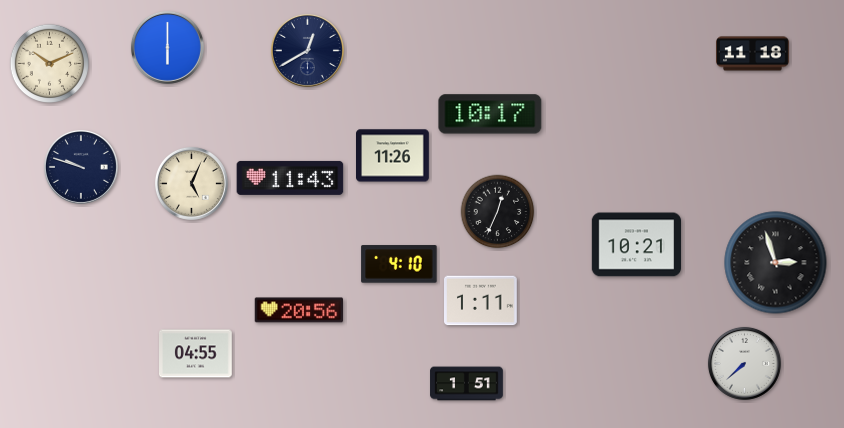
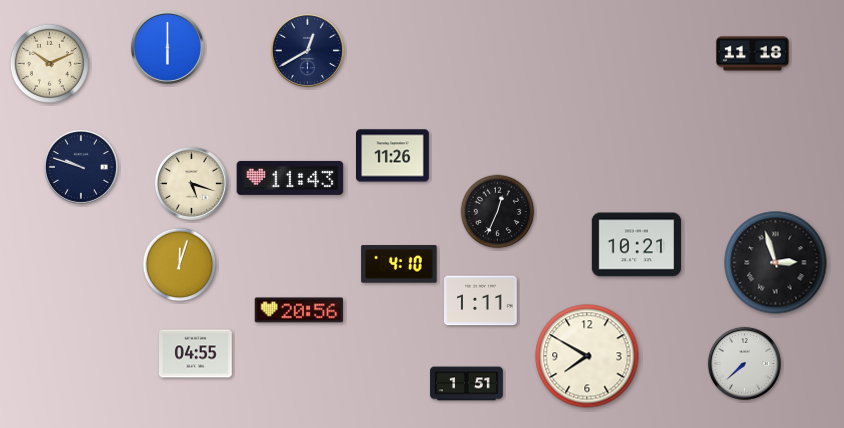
clock at (490, 114): 10:17 -> none
clock at (191, 183): 5:04 -> 5:18
clock at (180, 265): none -> 12:03
clock at (587, 356): none -> 7:50
